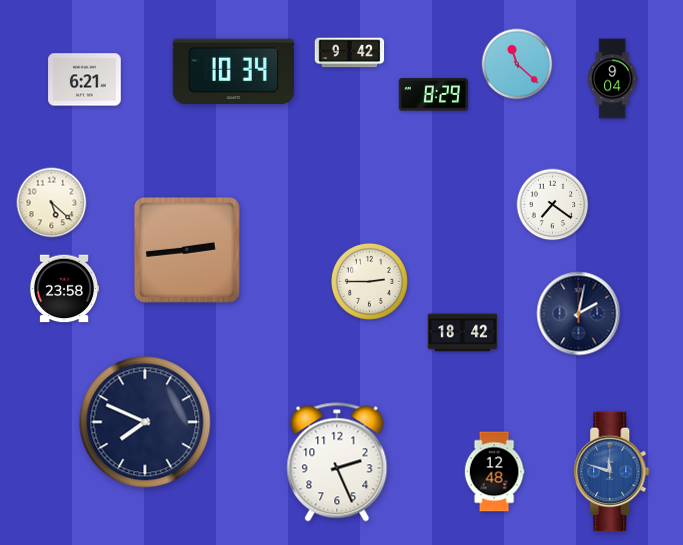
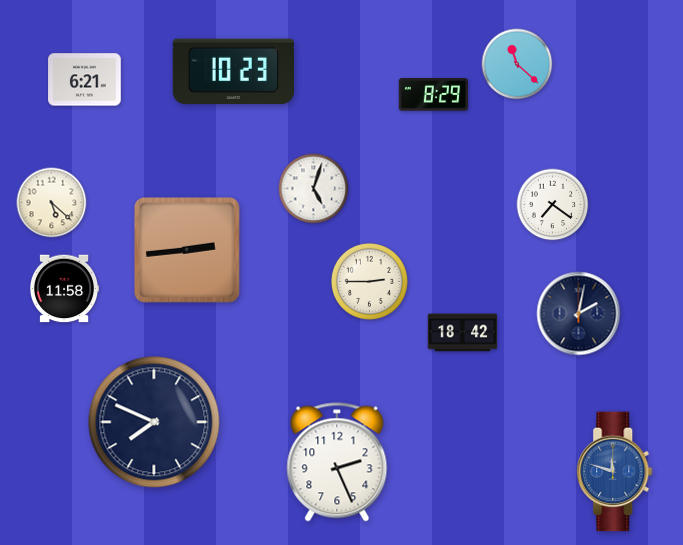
clock at (350, 53): 9:42 -> none
clock at (233, 72): 10:34 -> 10:23
clock at (613, 79): 9:04 -> none
clock at (314, 189): none -> 5:03
clock at (64, 289): 23:58 -> 11:58
clock at (145, 422) position: (145, 422) -> (154, 422)
clock at (494, 472): 12:48 -> none
clock at (612, 472) position: (612, 472) -> (615, 472)
